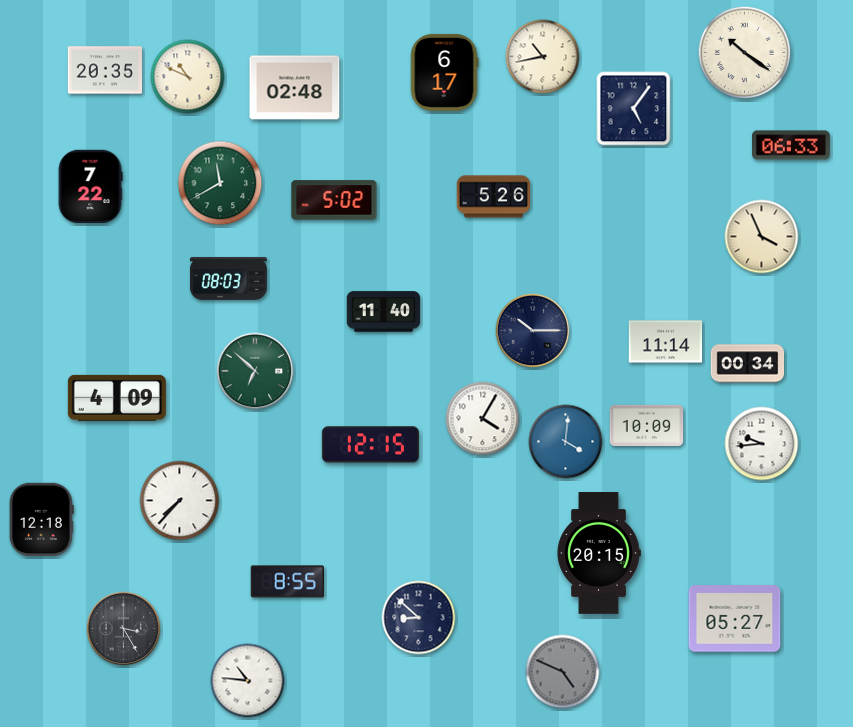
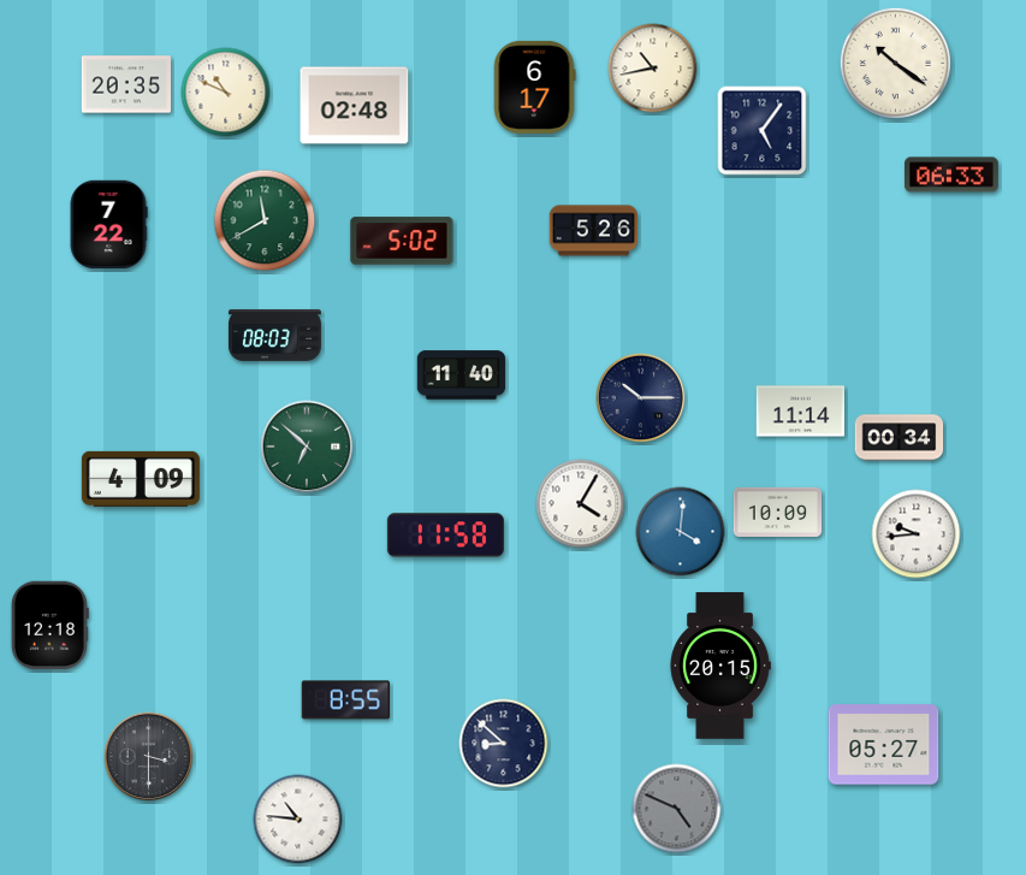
clock at (494, 197) position: (494, 197) -> (594, 231)
clock at (762, 237): 3:56 -> none
clock at (370, 445): 12:15 -> 11:58
clock at (180, 501): 7:37 -> none
clock at (124, 629): 3:25 -> 3:30
